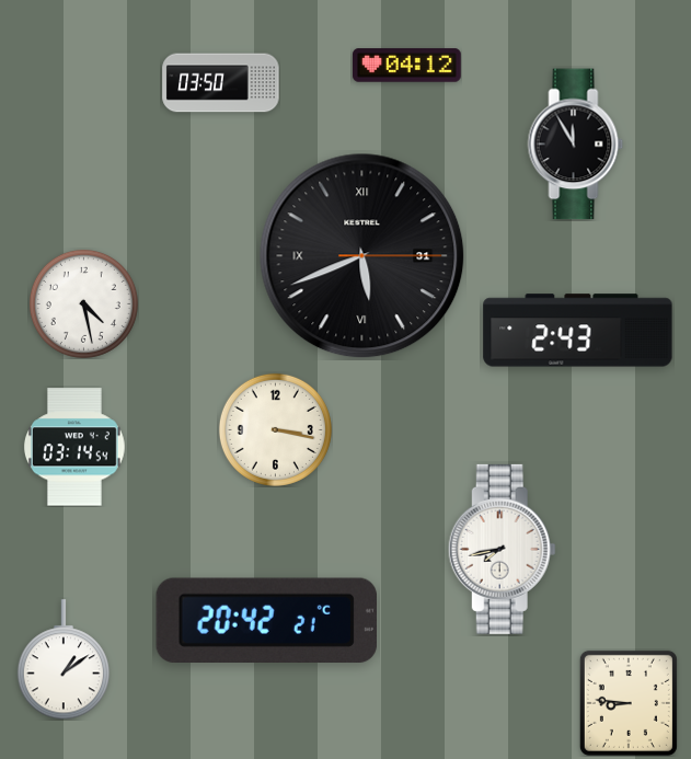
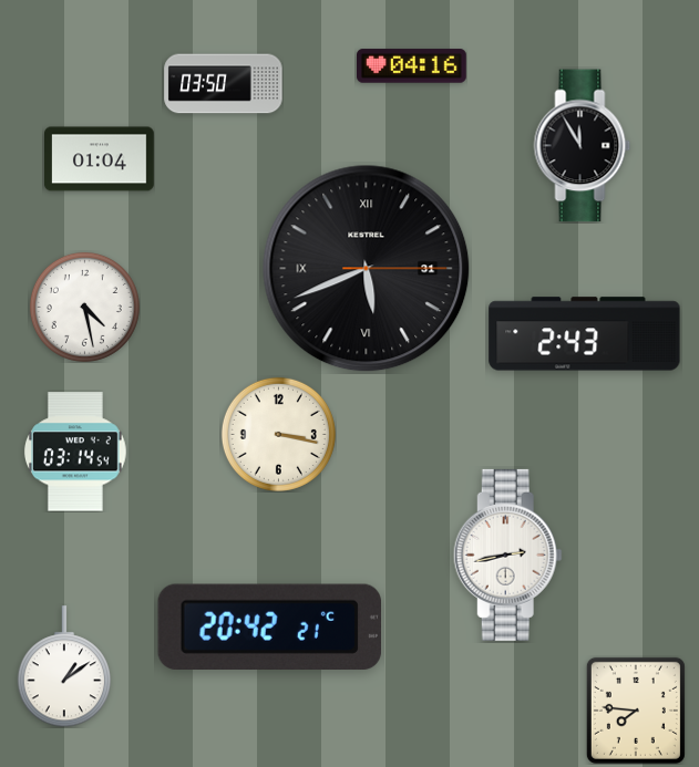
clock at (407, 66): 04:12 -> 04:16
clock at (100, 159): none -> 01:04
clock at (362, 256) position: (362, 256) -> (367, 269)
clock at (502, 549): 7:43 -> 2:43
clock at (629, 703): 8:46 -> 7:46
